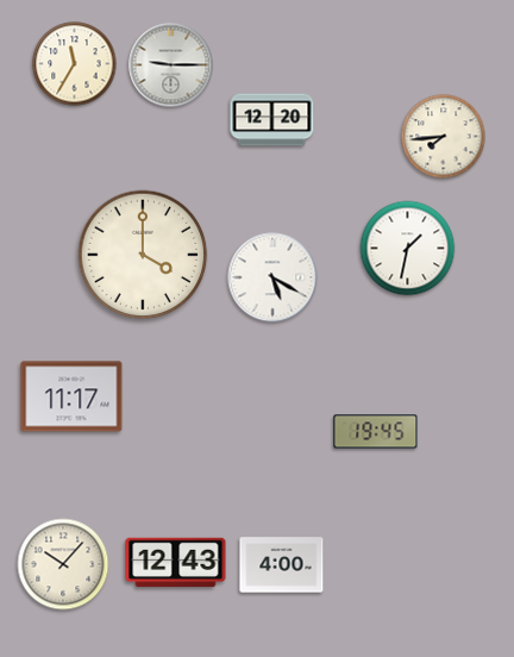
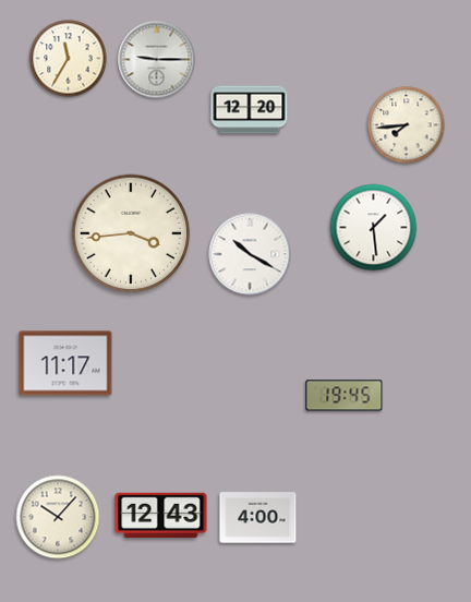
clock at (408, 249): 1:32 -> 1:29
clock at (143, 255): 4:00 -> 3:44
clock at (272, 277): 5:20 -> 10:20
